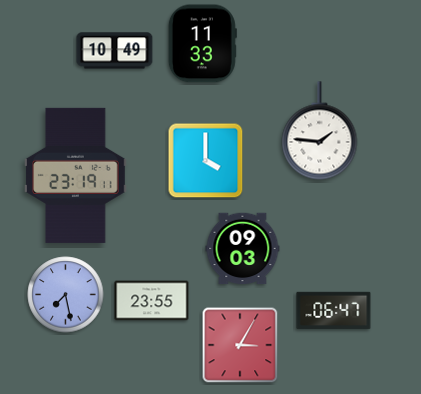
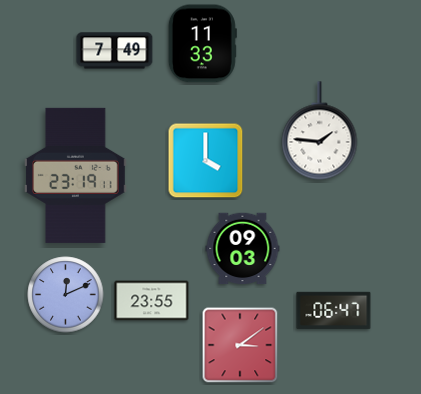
clock at (115, 51): 10:49 -> 7:49
clock at (66, 295): 7:28 -> 12:11
clock at (240, 345): 3:05 -> 3:09
